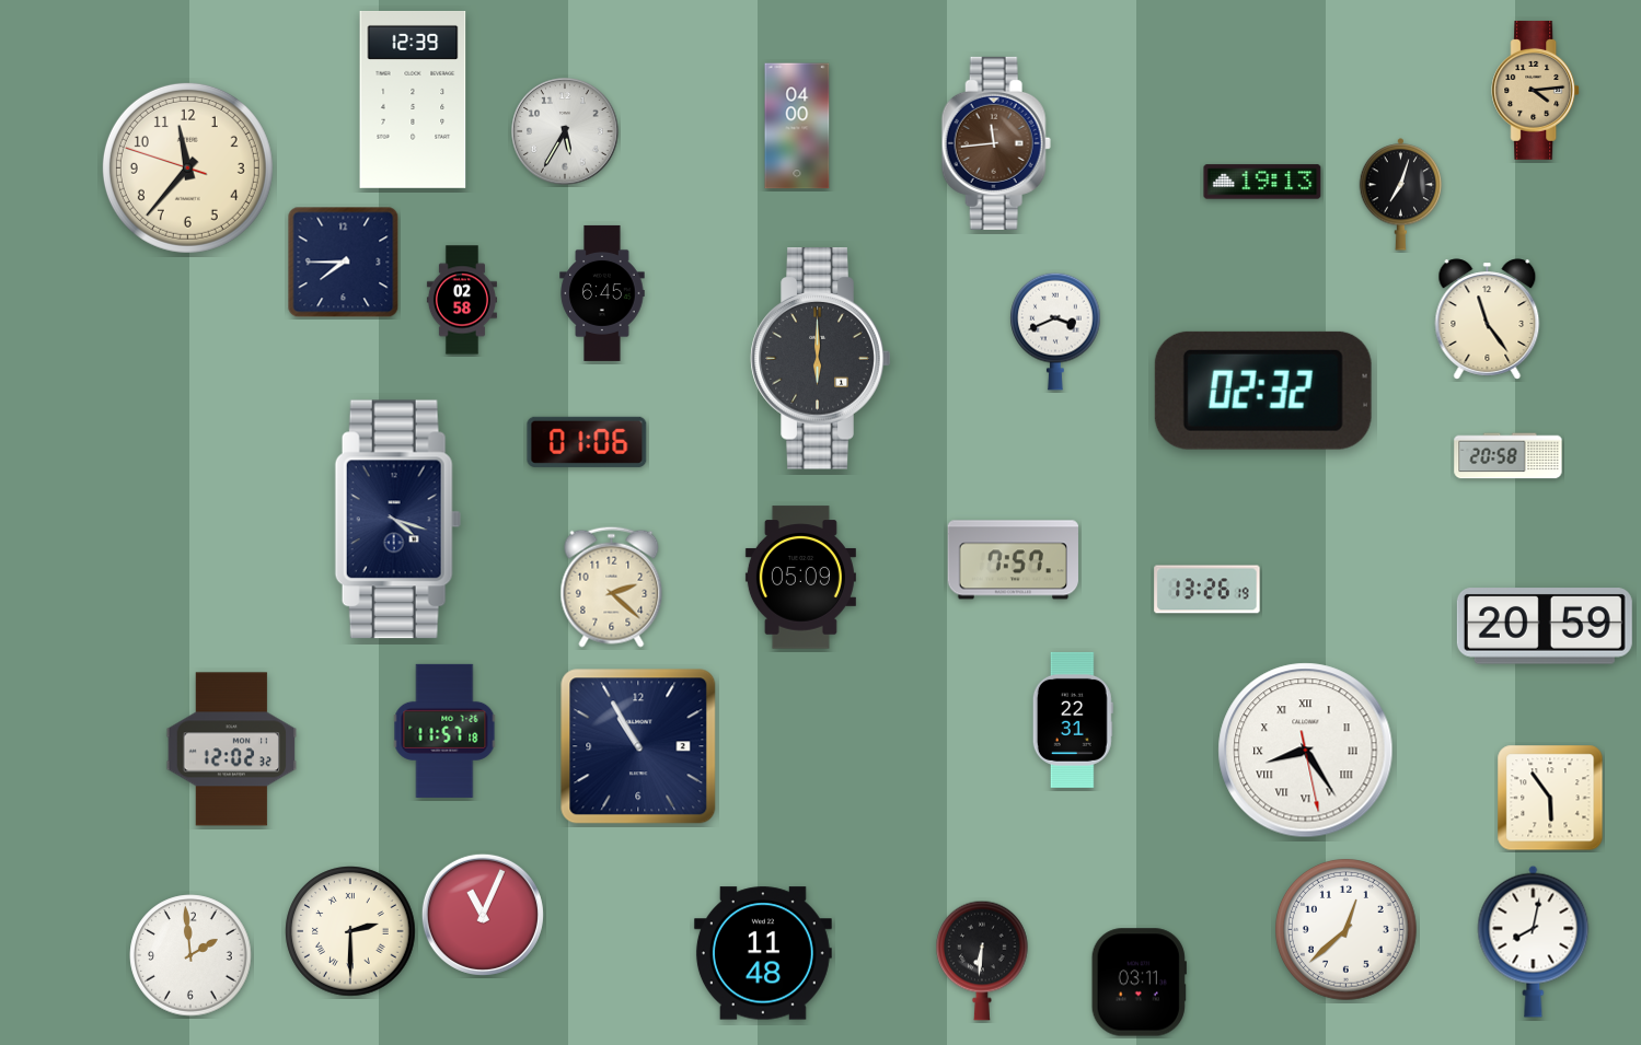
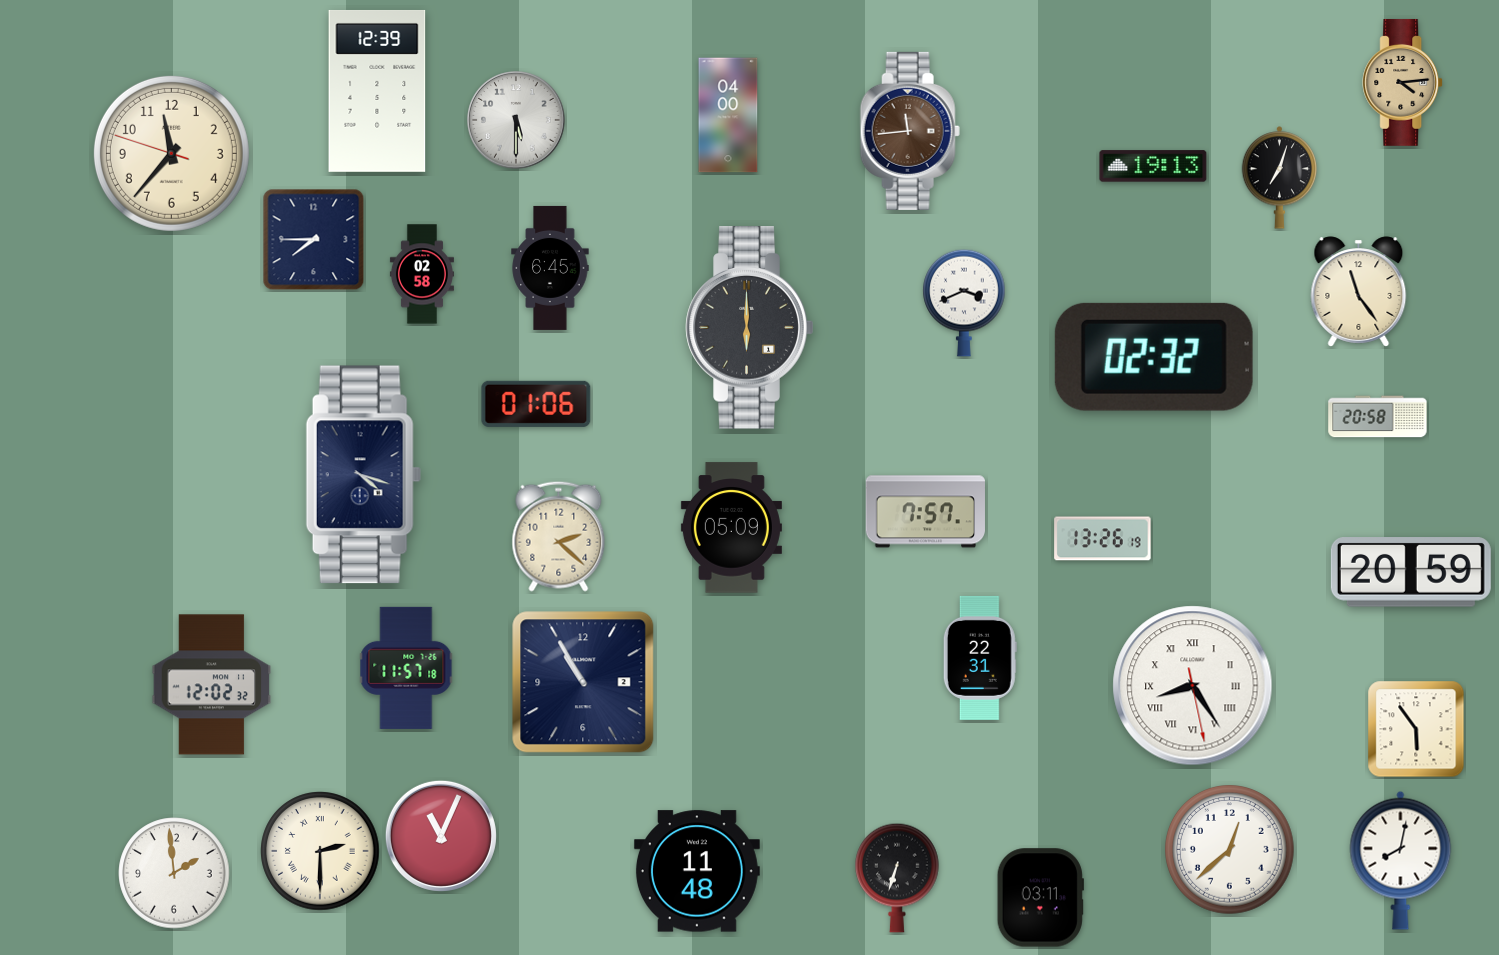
clock at (565, 131): 5:35 -> 5:30
clock at (982, 961): 6:31 -> 6:33
